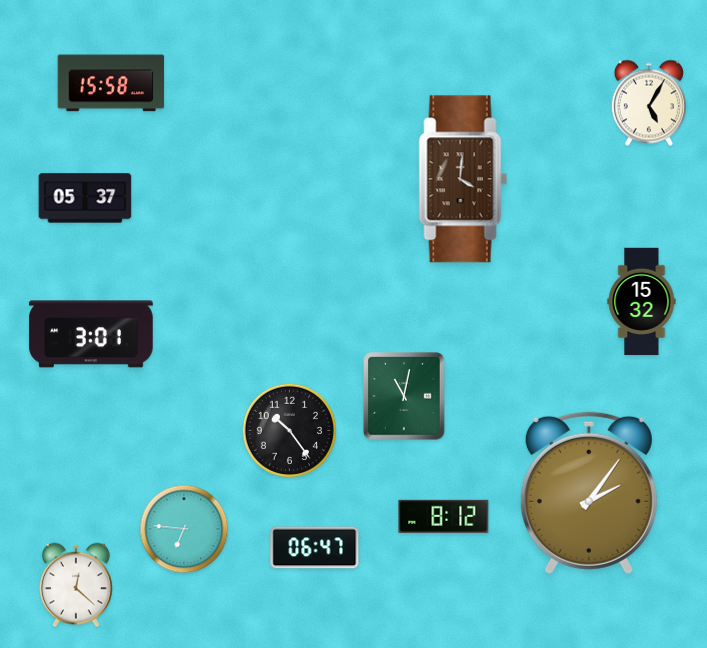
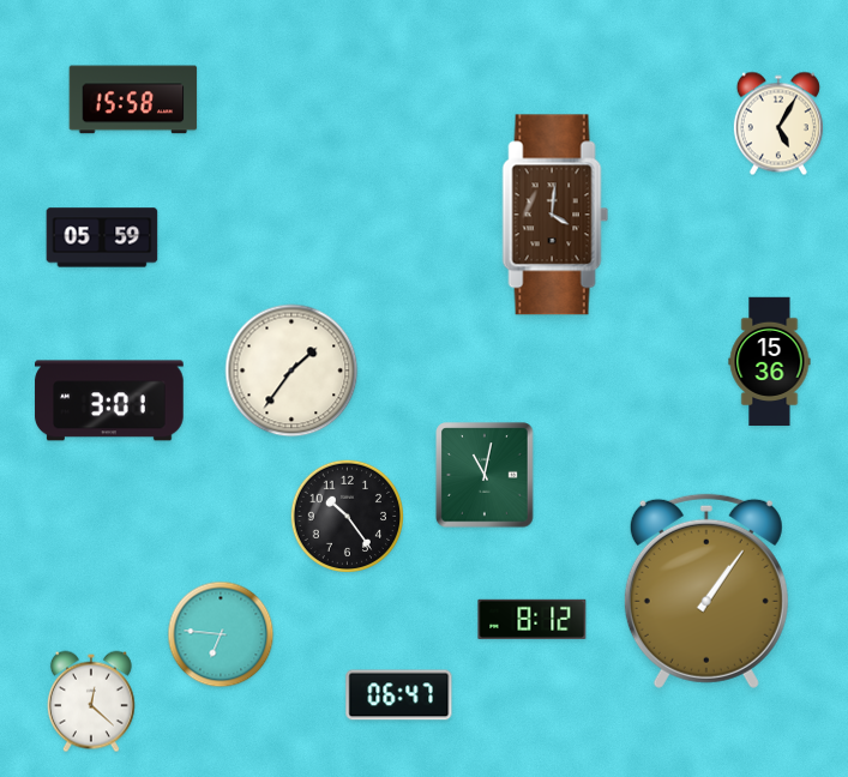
clock at (85, 198): 05:37 -> 05:59
clock at (642, 302): 15:32 -> 15:36
clock at (291, 371): none -> 1:36
clock at (589, 493): 2:06 -> 1:06
clock at (315, 548) position: (315, 548) -> (399, 695)
